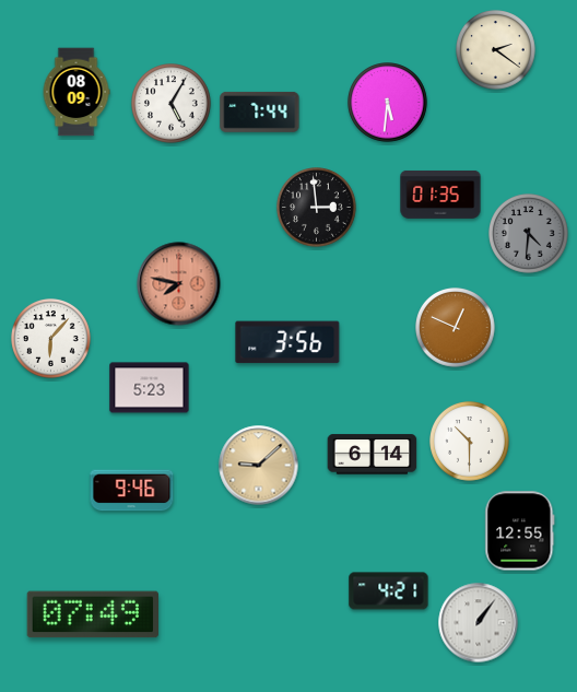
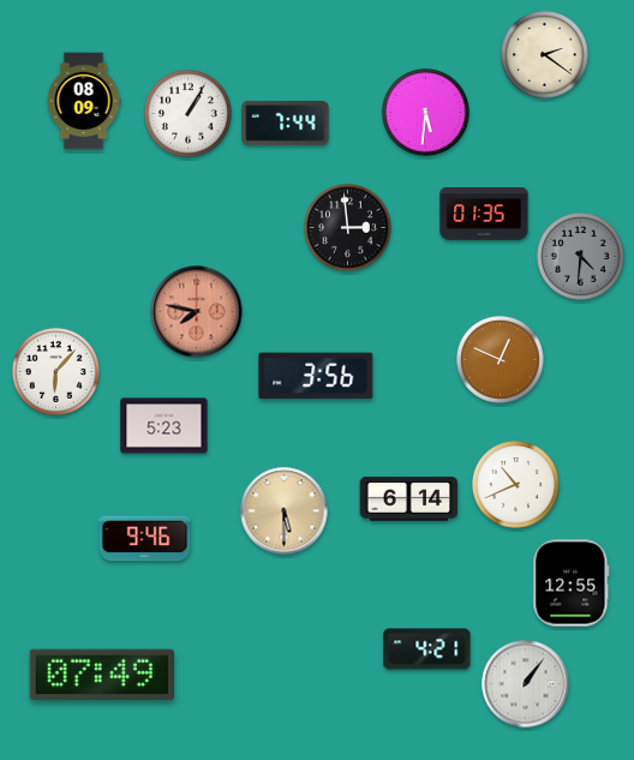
clock at (172, 104): 5:05 -> 1:05
clock at (470, 442): 10:30 -> 10:41
clock at (259, 466): 9:08 -> 5:30
